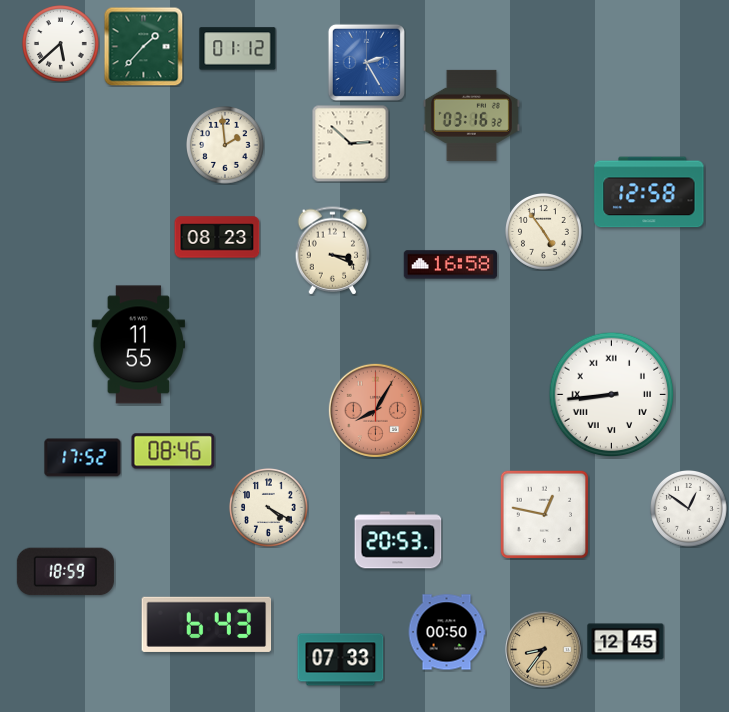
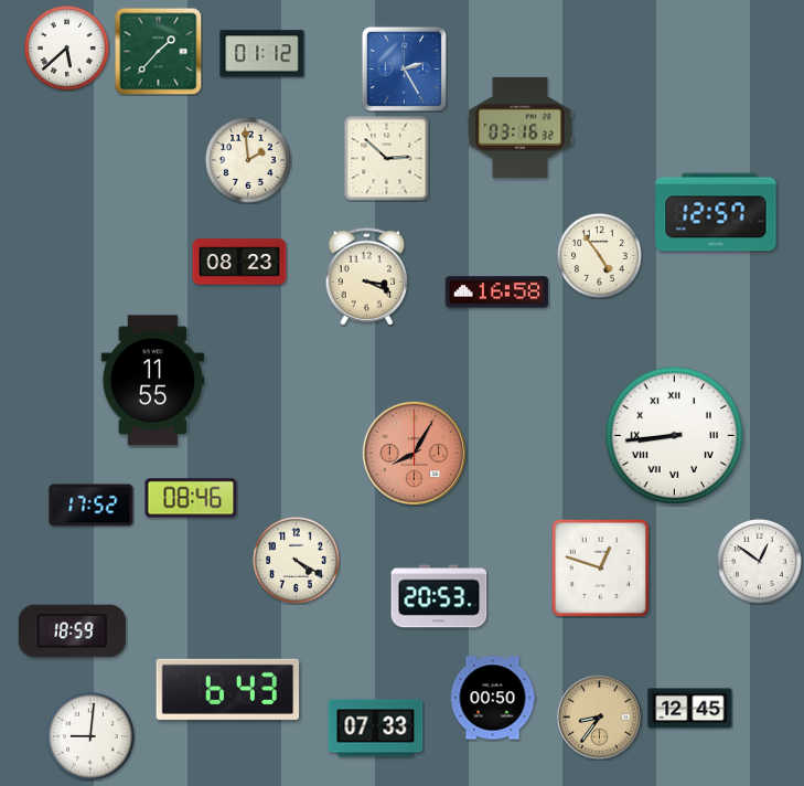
clock at (649, 192): 12:58 -> 12:57
clock at (544, 514): 12:47 -> 12:48
clock at (90, 736): none -> 9:01
